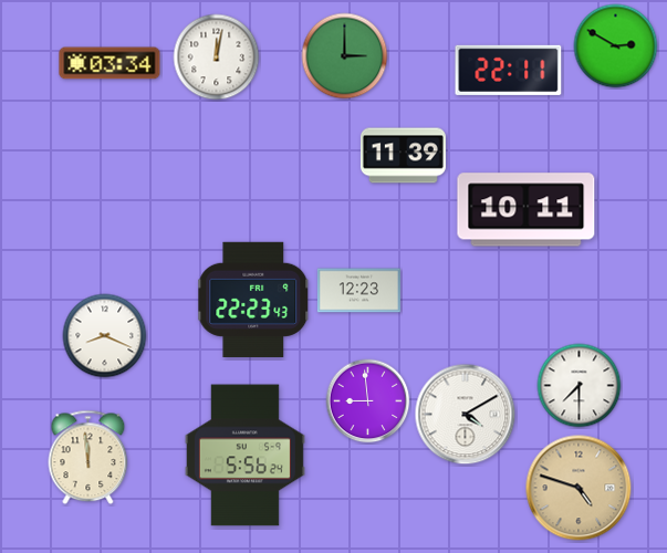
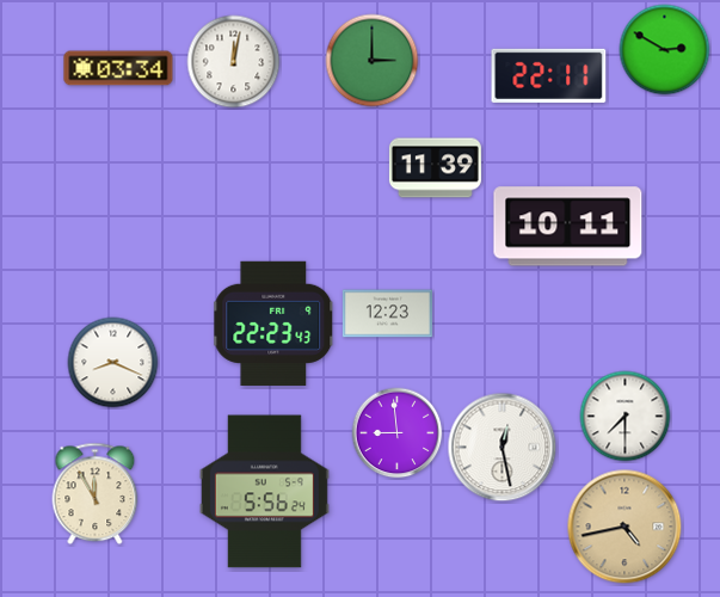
clock at (466, 415): 4:10 -> 12:28
clock at (88, 458): 11:59 -> 11:55
clock at (579, 488): 4:48 -> 4:43
